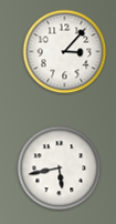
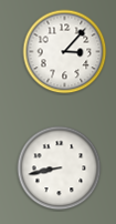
clock at (60, 169): 5:43 -> 8:43
